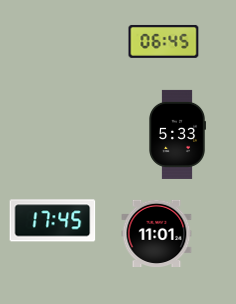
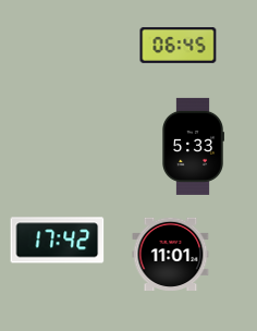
clock at (53, 221): 17:45 -> 17:42
